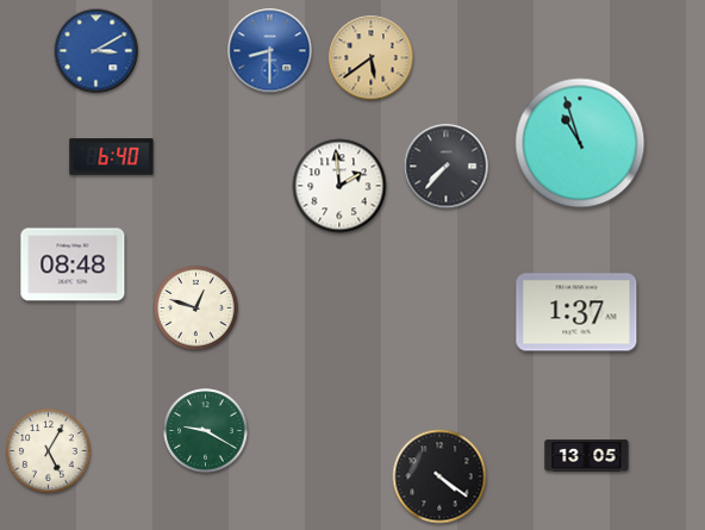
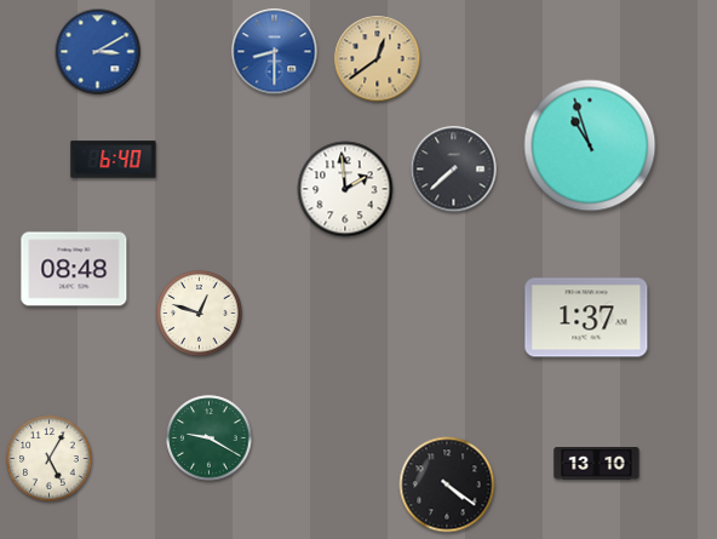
clock at (372, 58): 5:39 -> 12:39
clock at (447, 167): 7:37 -> 7:38
clock at (587, 456): 13:05 -> 13:10
